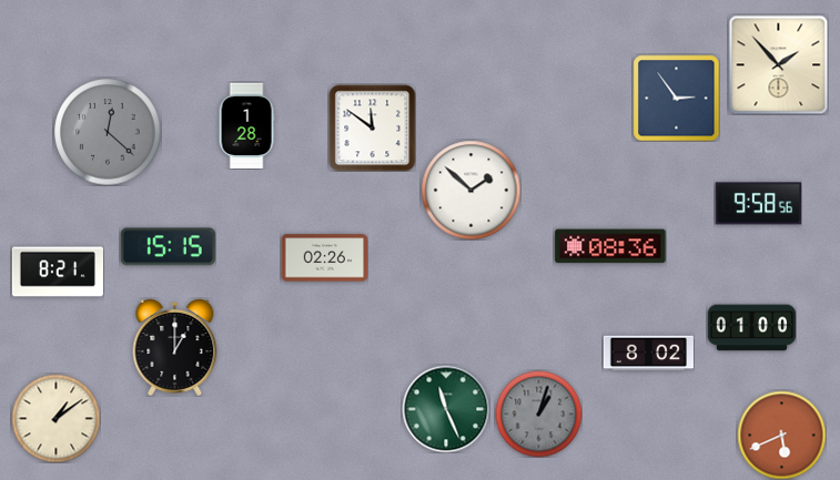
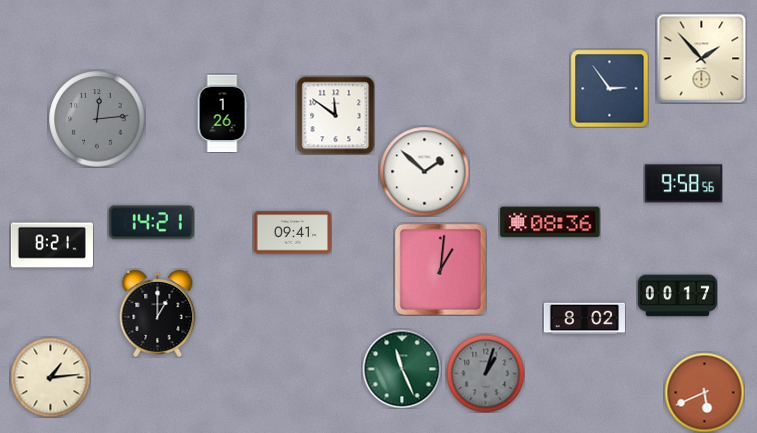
clock at (246, 125): 1:28 -> 1:26
clock at (108, 132): 12:22 -> 12:14
clock at (168, 247): 15:15 -> 14:21
clock at (324, 258): 02:26 -> 09:41
clock at (440, 269): none -> 1:01
clock at (751, 328): 01:00 -> 00:17
clock at (55, 418): 1:09 -> 1:14
